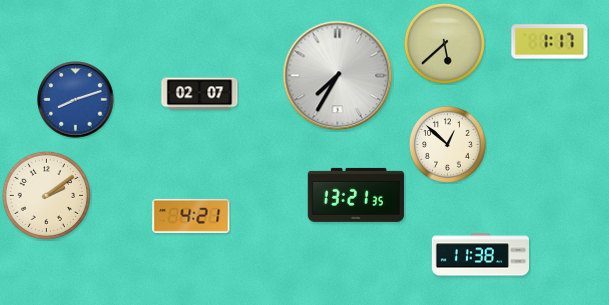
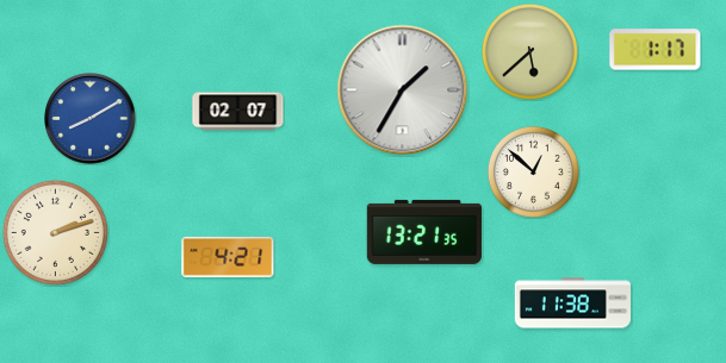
clock at (338, 76): 7:35 -> 1:35
clock at (76, 100): 8:12 -> 8:10
clock at (46, 195): 2:09 -> 2:12
